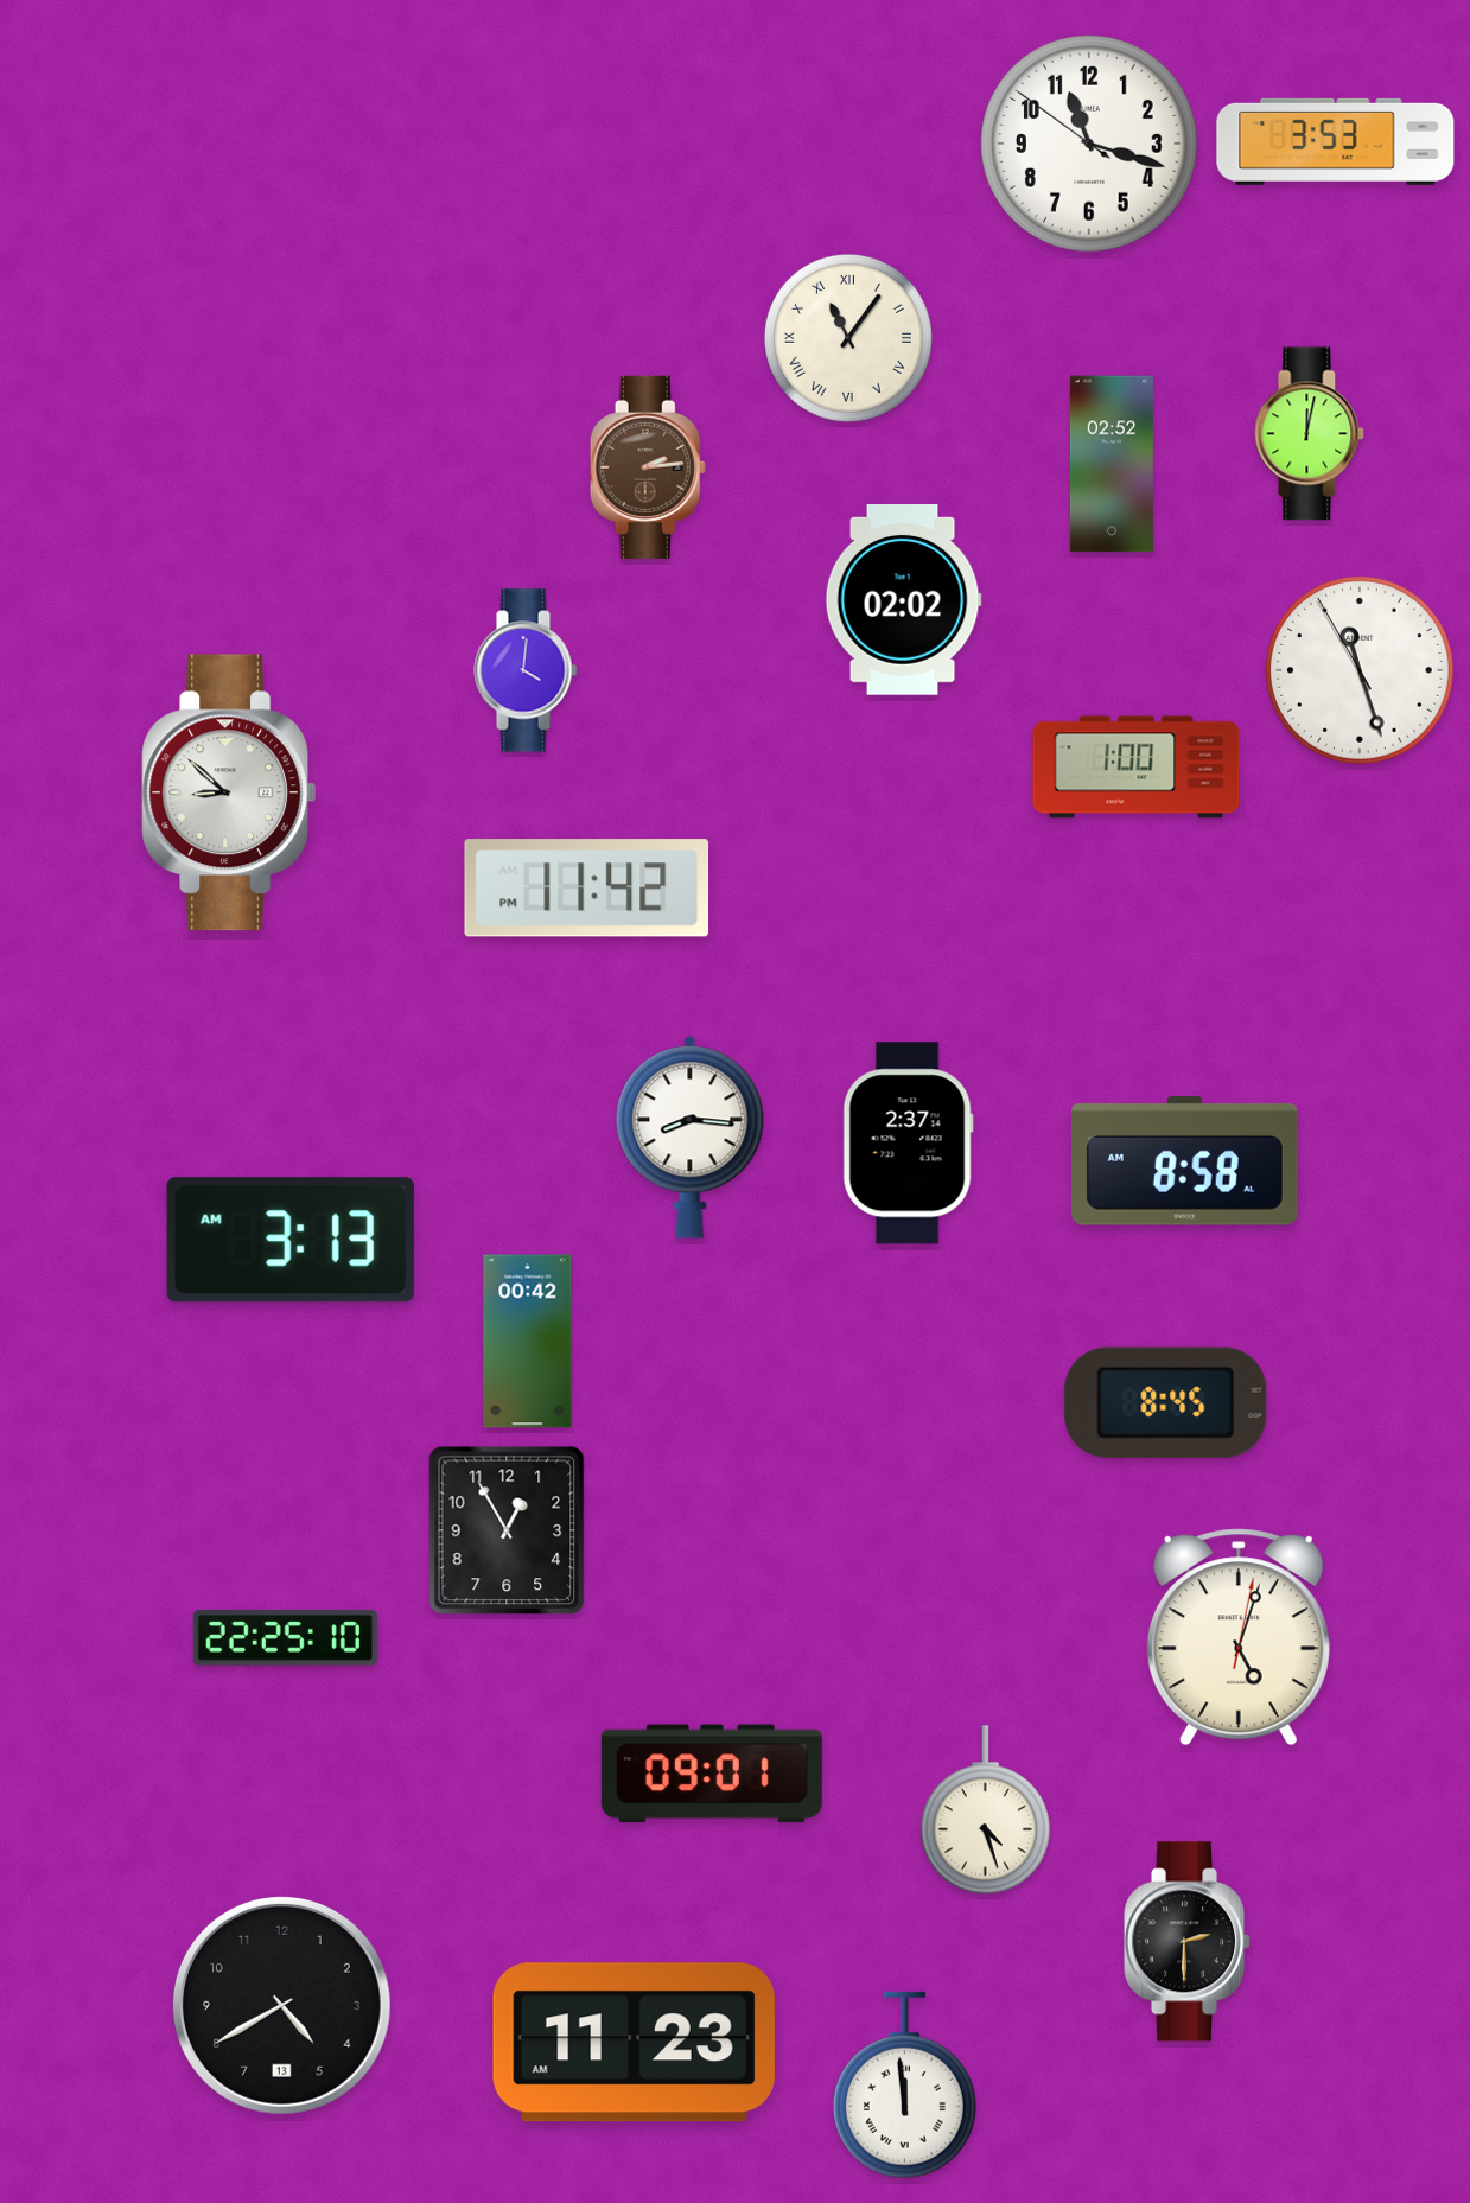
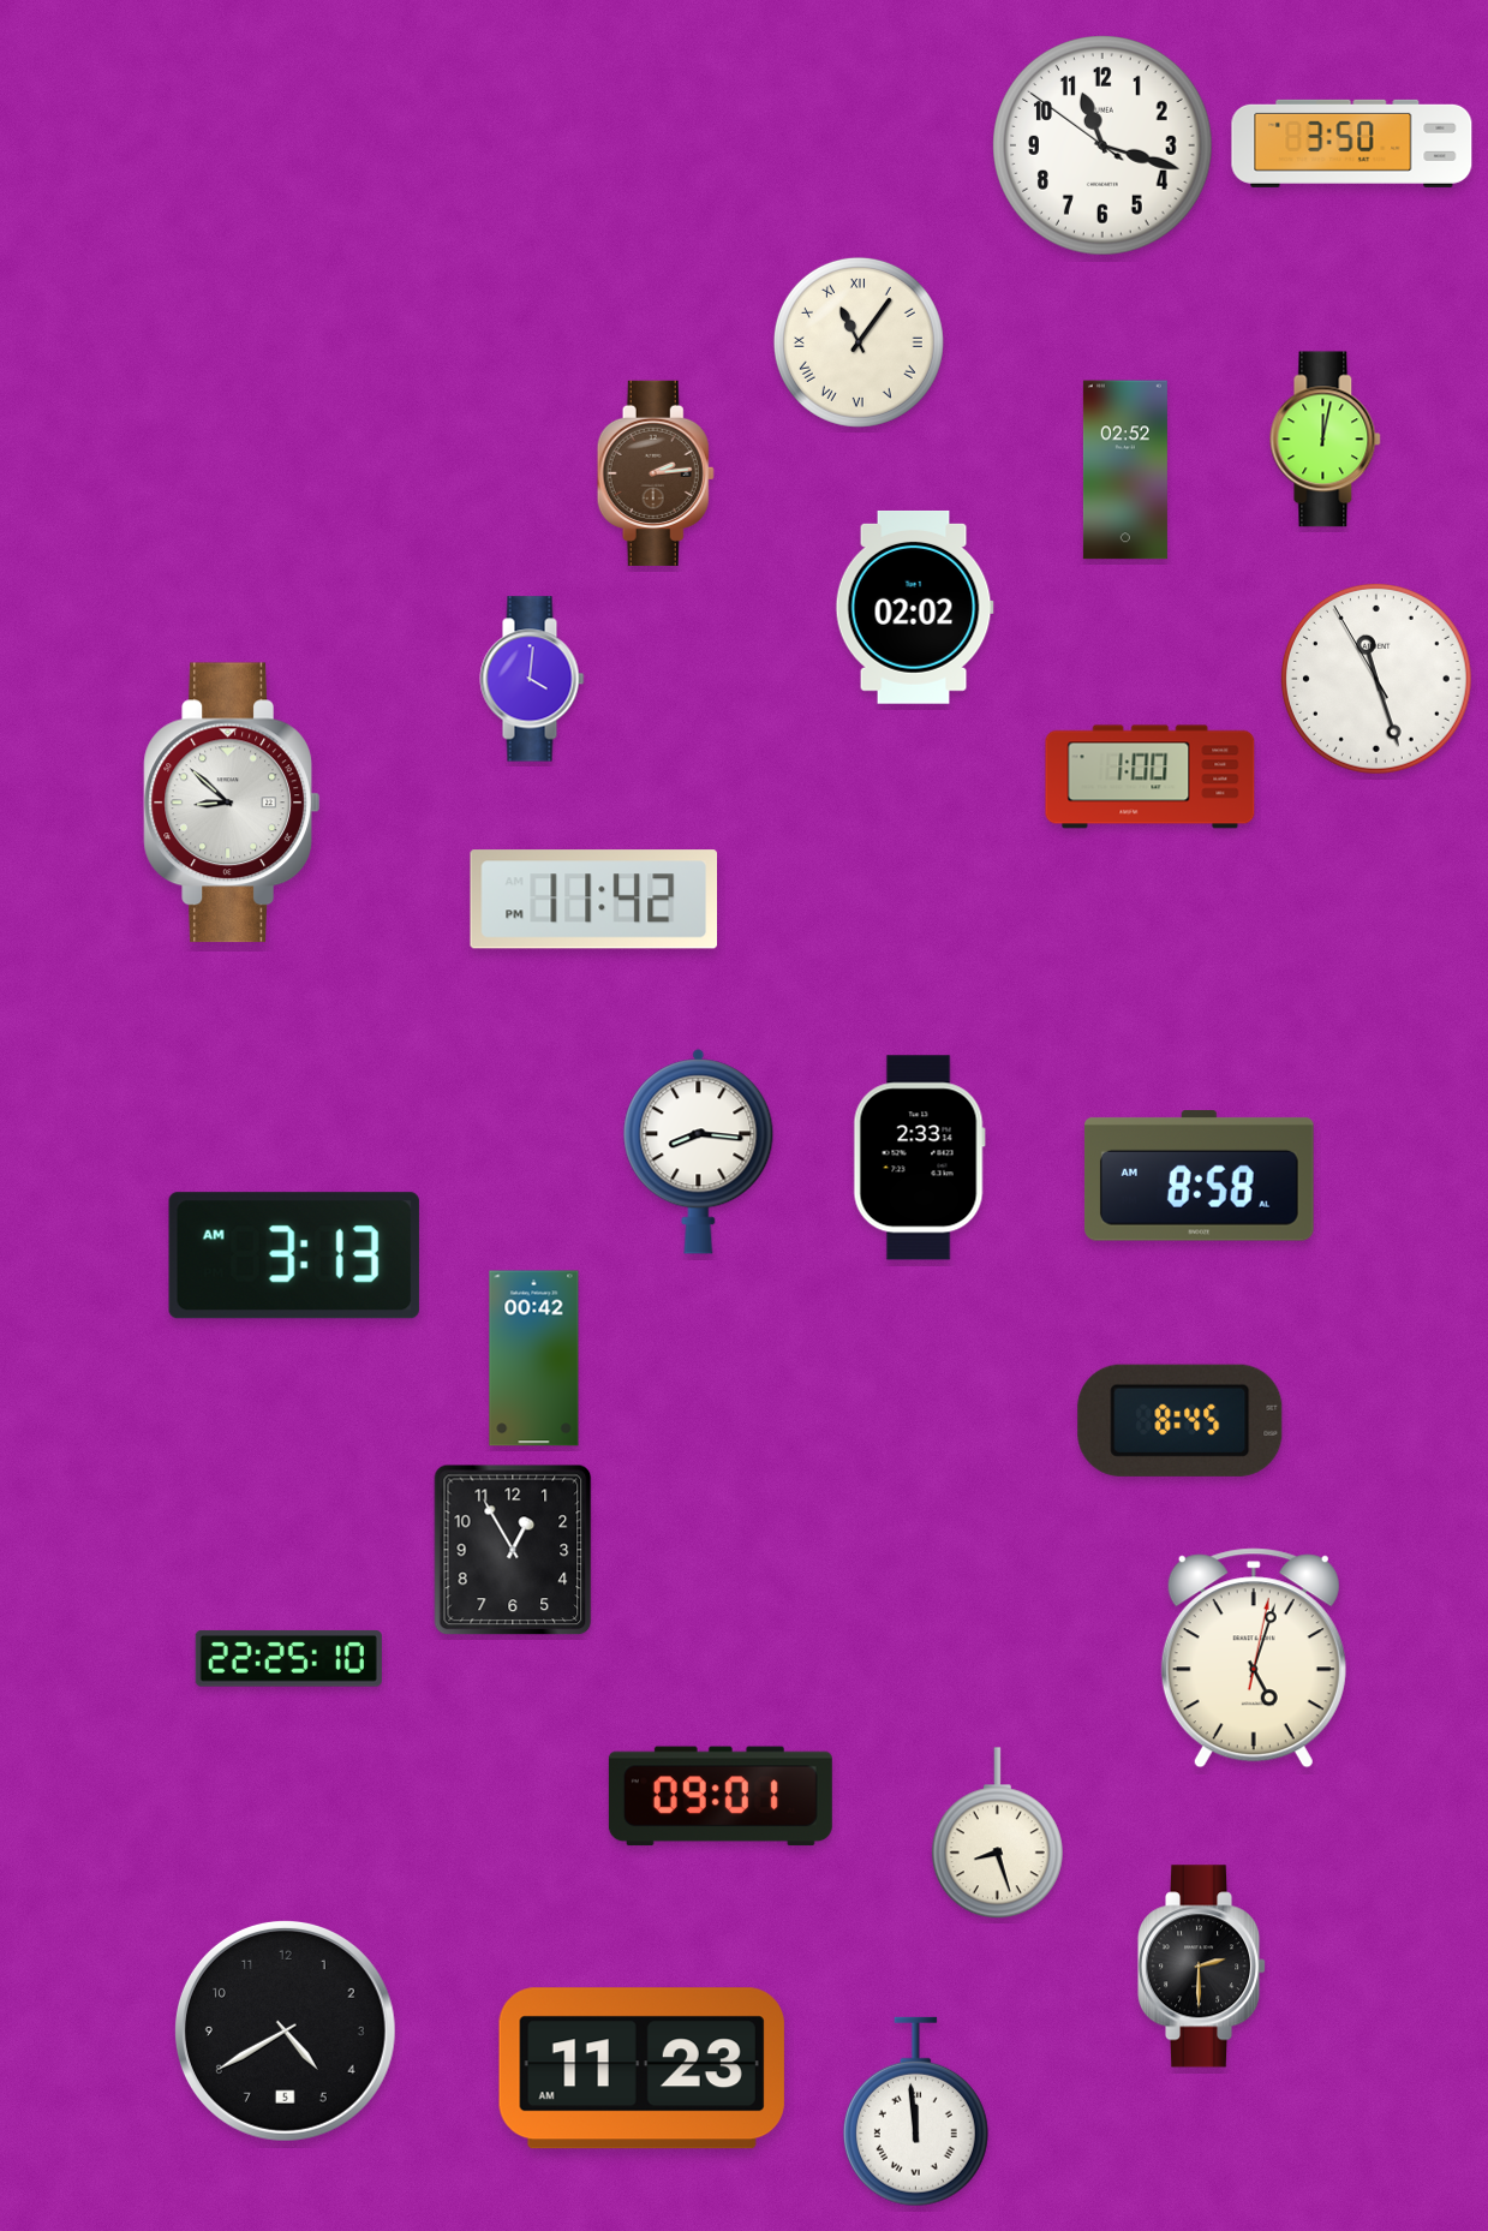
clock at (1336, 141): 3:53 -> 3:50
clock at (908, 1144): 2:37 -> 2:33
clock at (985, 1810): 4:27 -> 8:27
clock at (281, 2005) date: 13 -> 5
